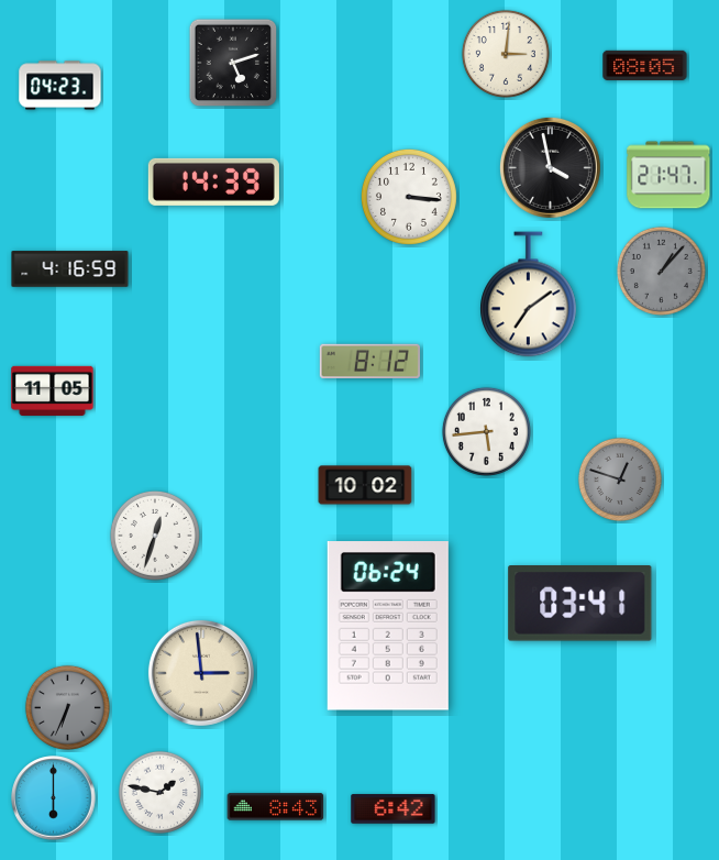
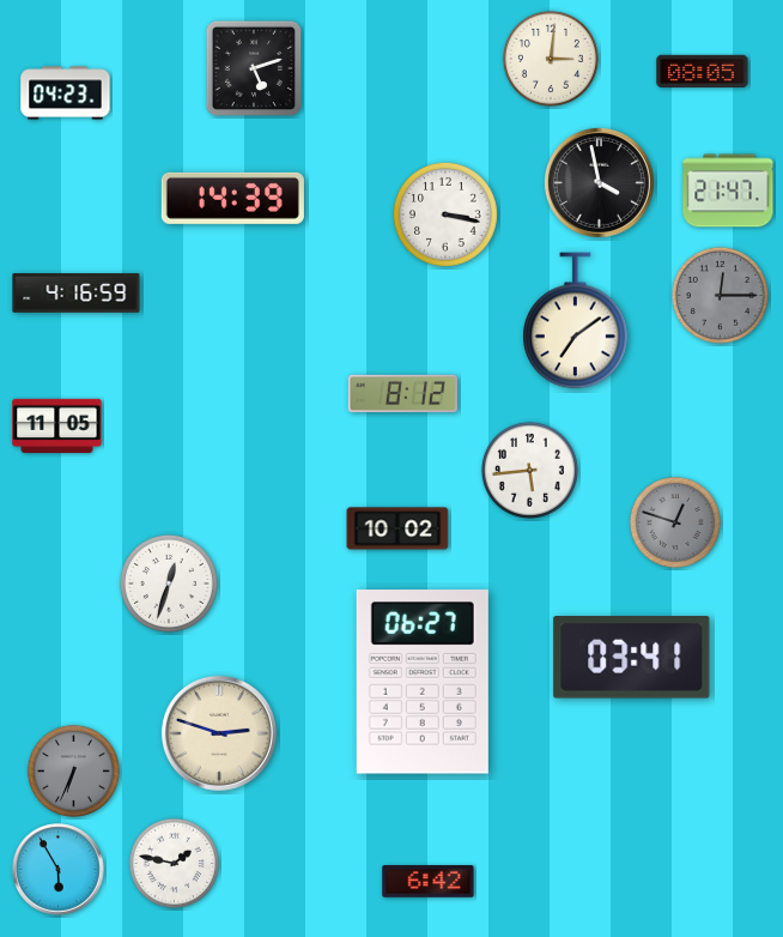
clock at (409, 197): 3:16 -> 3:17
clock at (661, 271): 1:07 -> 12:15
clock at (388, 626): 06:24 -> 06:27
clock at (201, 673): 2:59 -> 2:48
clock at (54, 798): 6:00 -> 5:55
clock at (276, 807): 8:43 -> none
